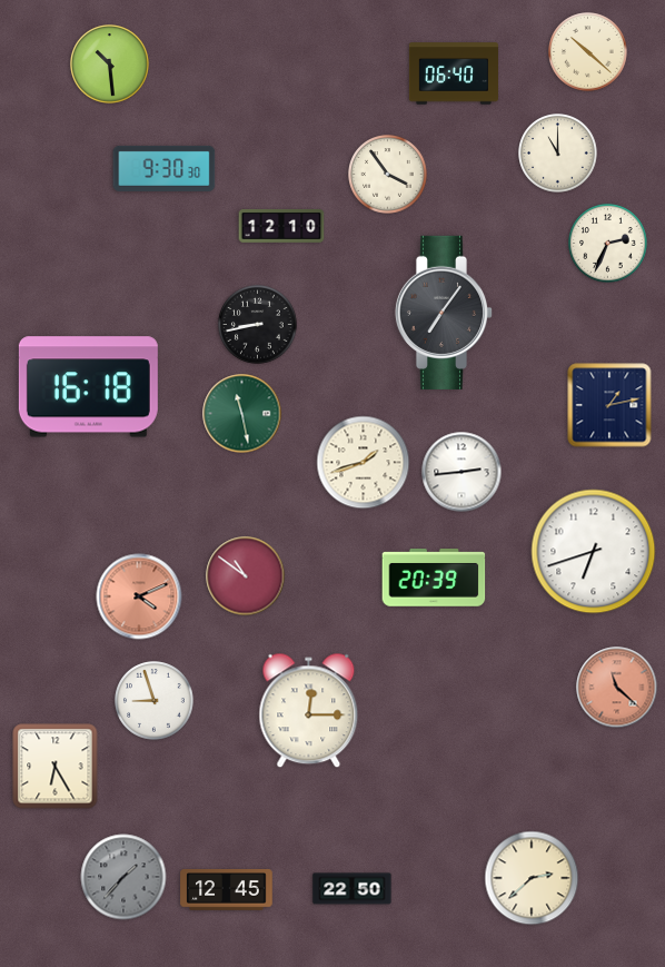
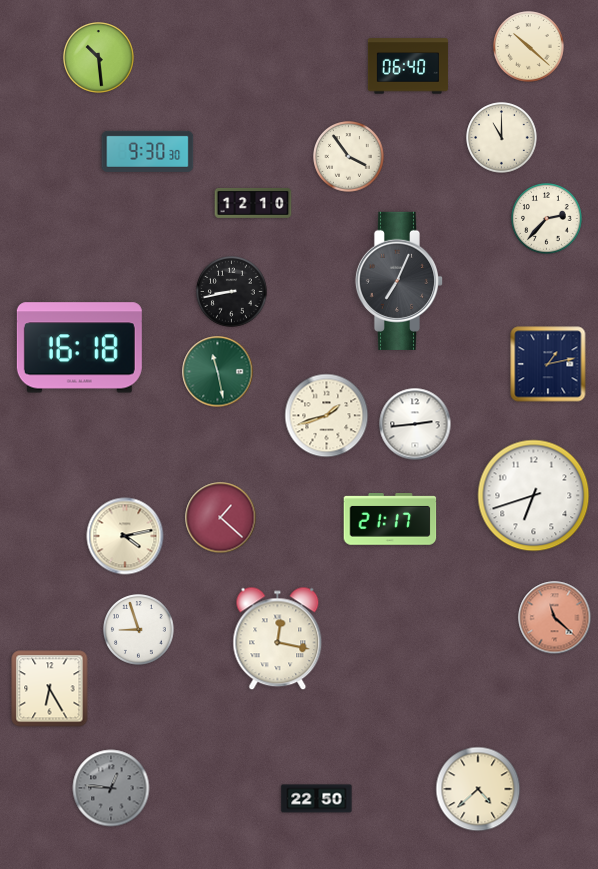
clock at (608, 244): 2:34 -> 2:37
clock at (444, 313): 7:06 -> 7:04
clock at (246, 576): 10:51 -> 1:22
clock at (434, 579): 20:39 -> 21:17
clock at (139, 596): 4:11 -> 4:13
clock at (139, 596) dial: salmon -> cream
clock at (309, 711): 12:15 -> 12:17
clock at (123, 877): 1:37 -> 12:46
clock at (532, 878): 2:38 -> 4:38
clock at (227, 890): 12:45 -> none
